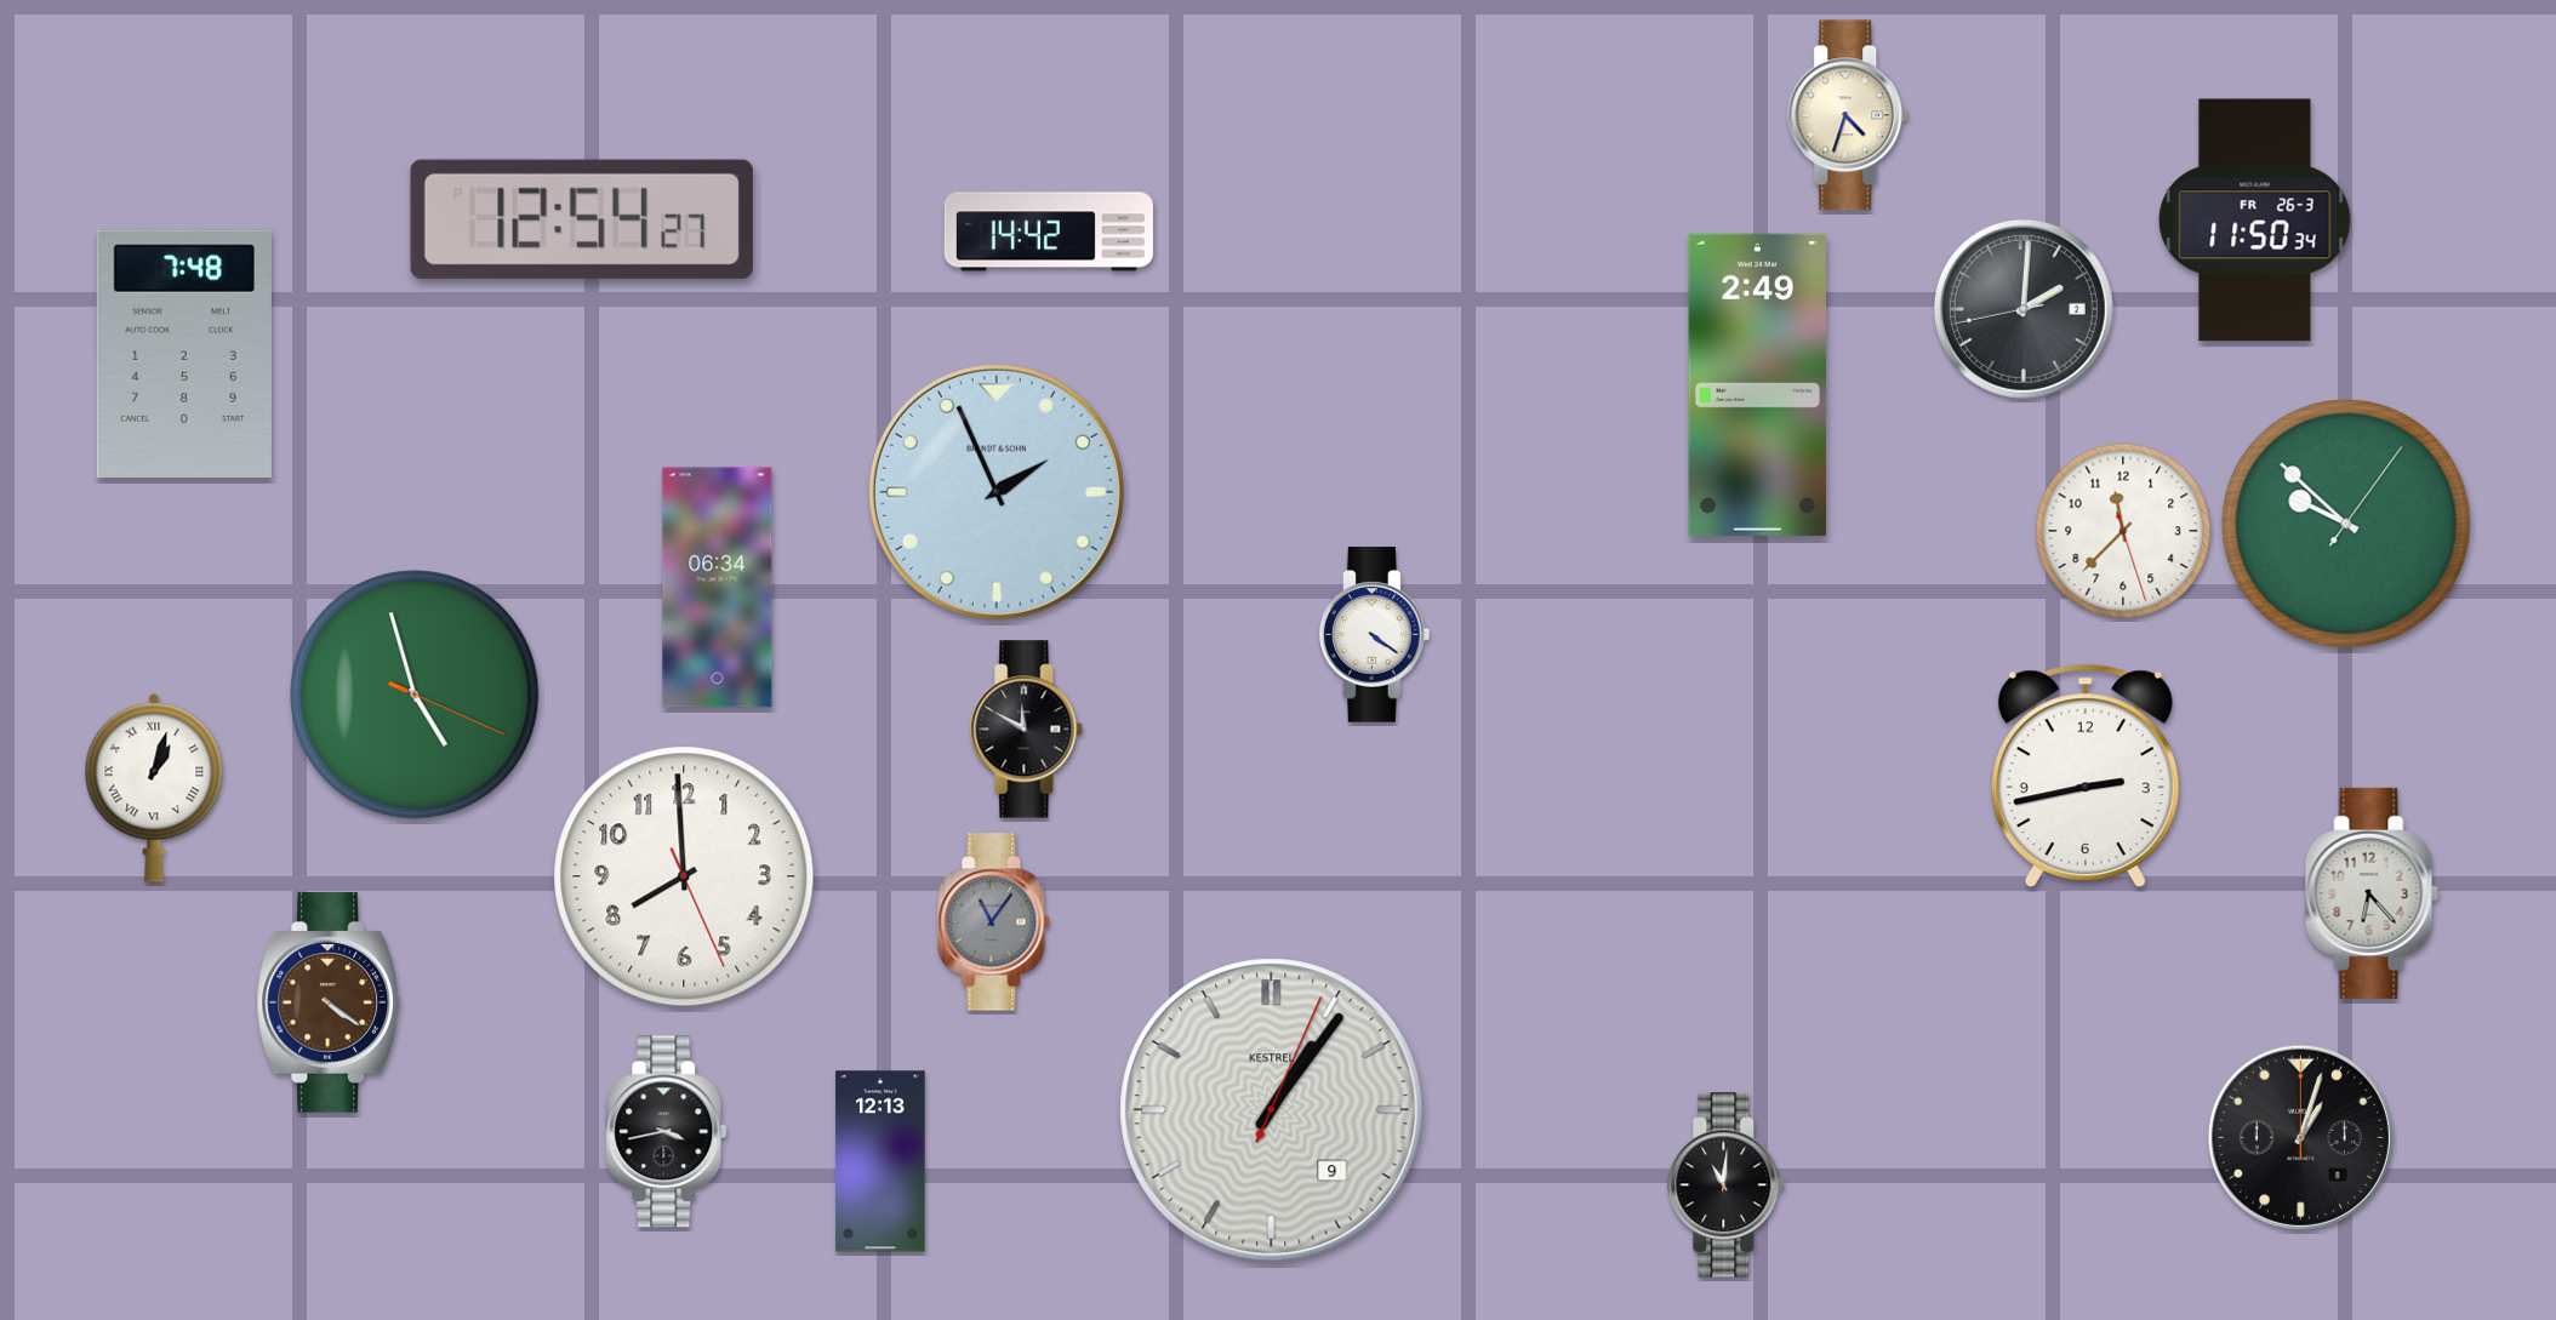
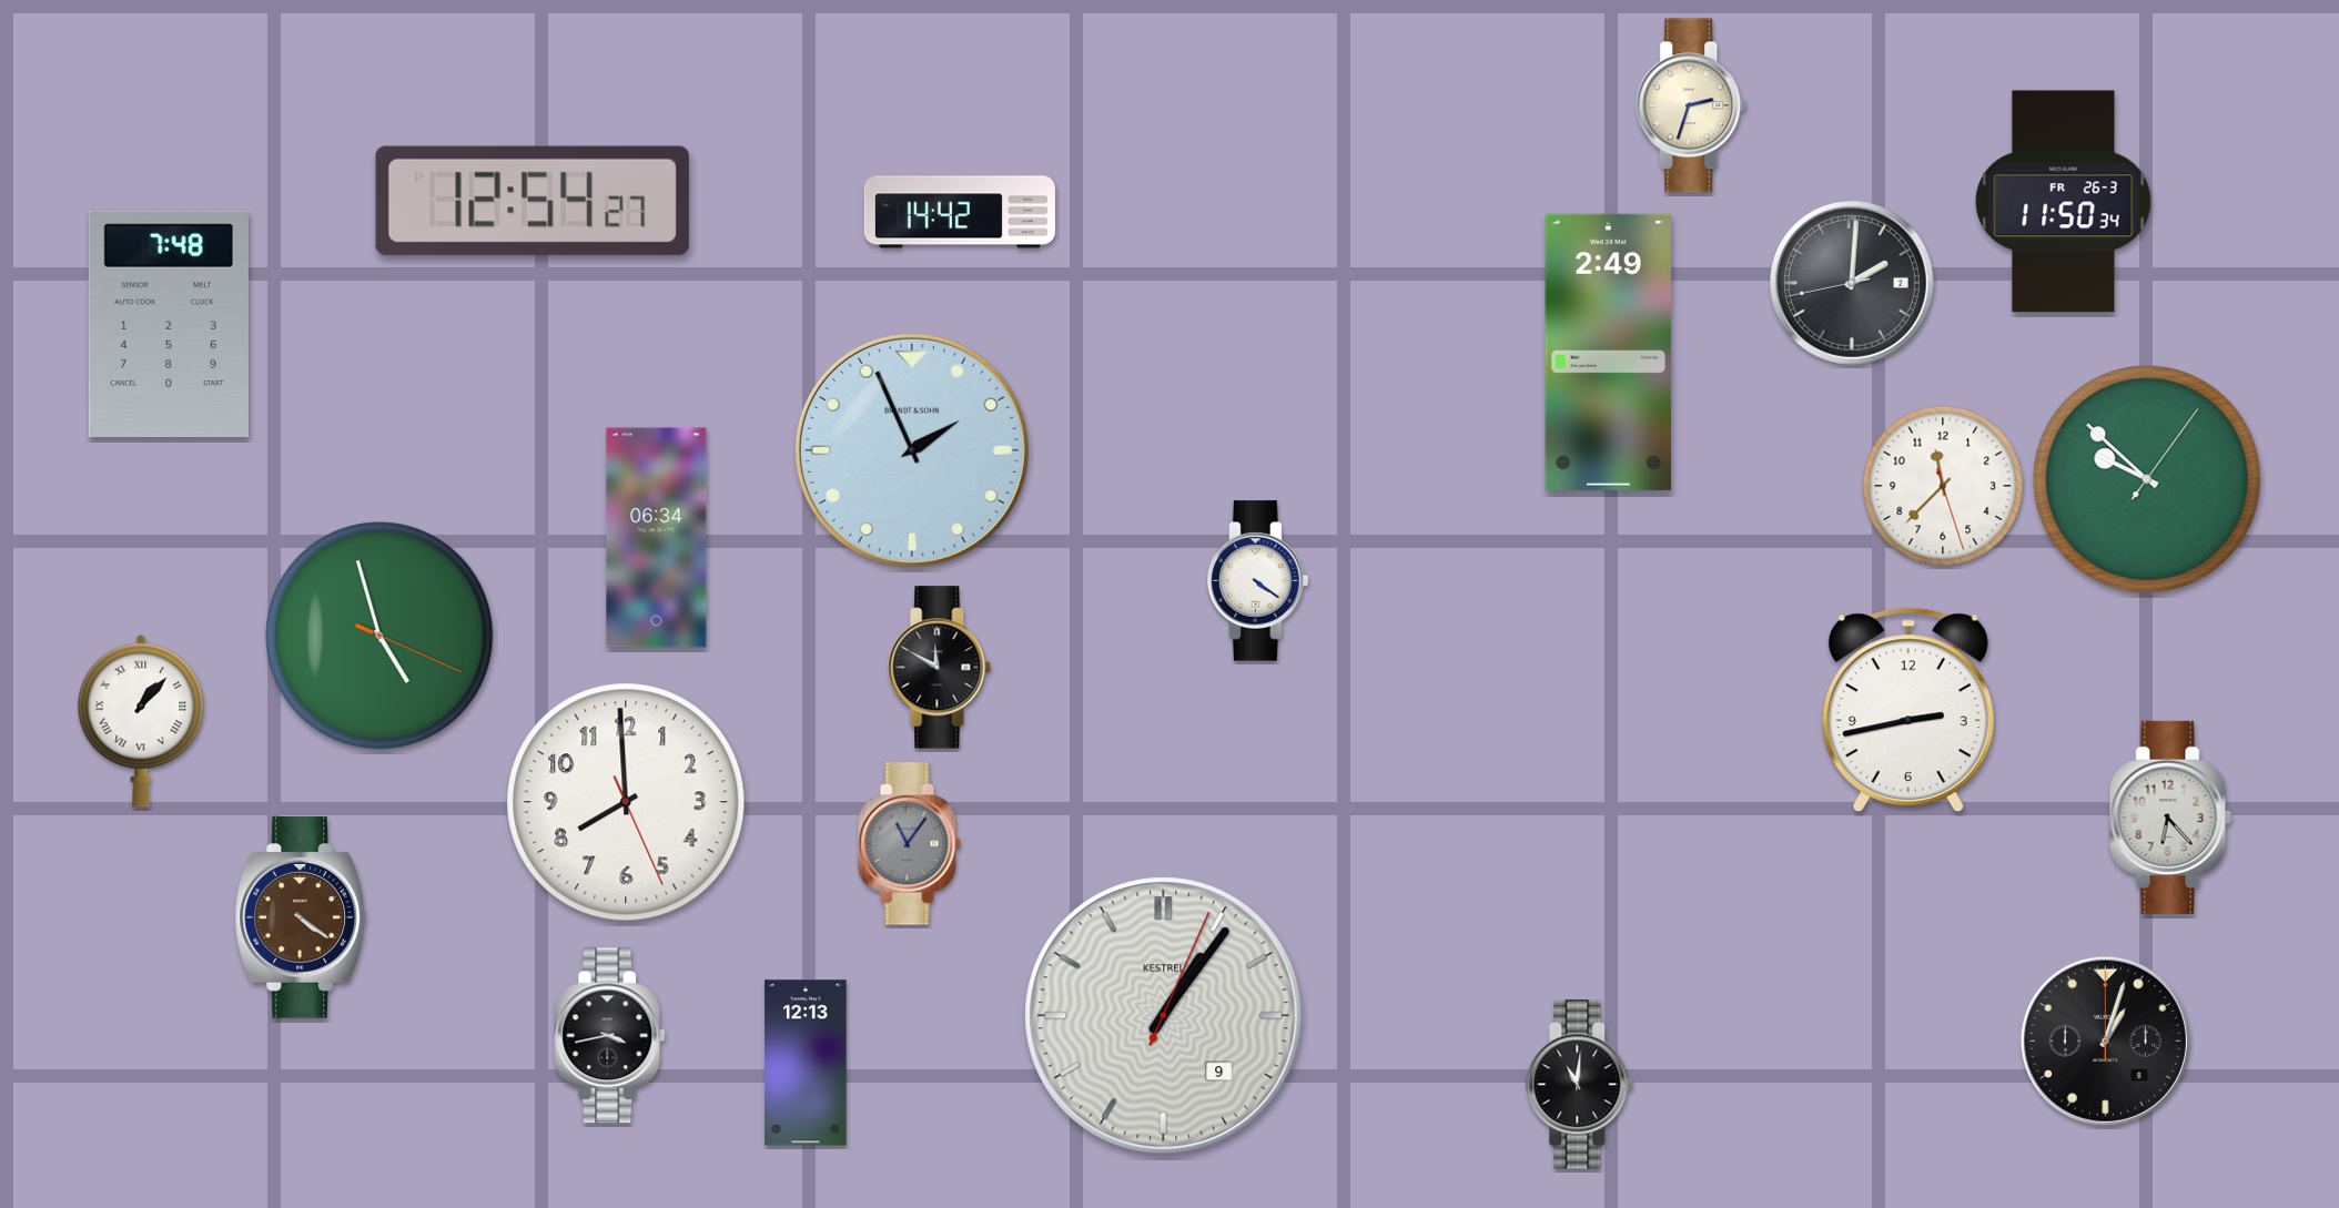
clock at (1849, 115): 4:33 -> 2:33
clock at (154, 788): 1:03 -> 1:07
